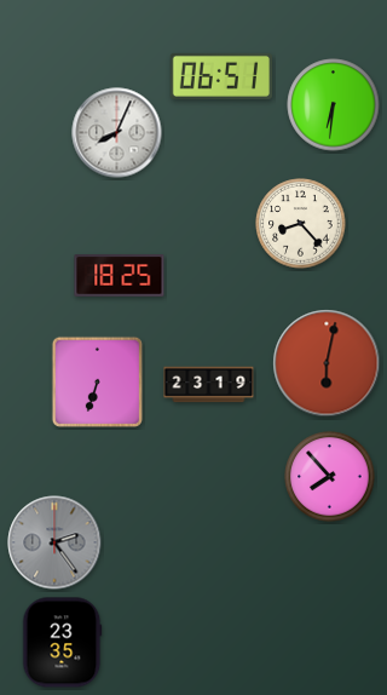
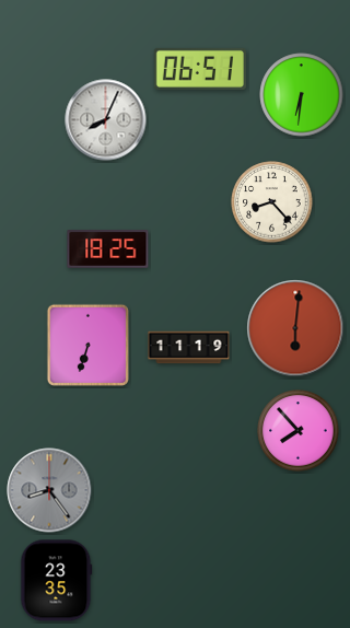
clock at (327, 363): 6:02 -> 6:01
clock at (209, 385): 23:19 -> 11:19
clock at (54, 542): 2:24 -> 8:24
